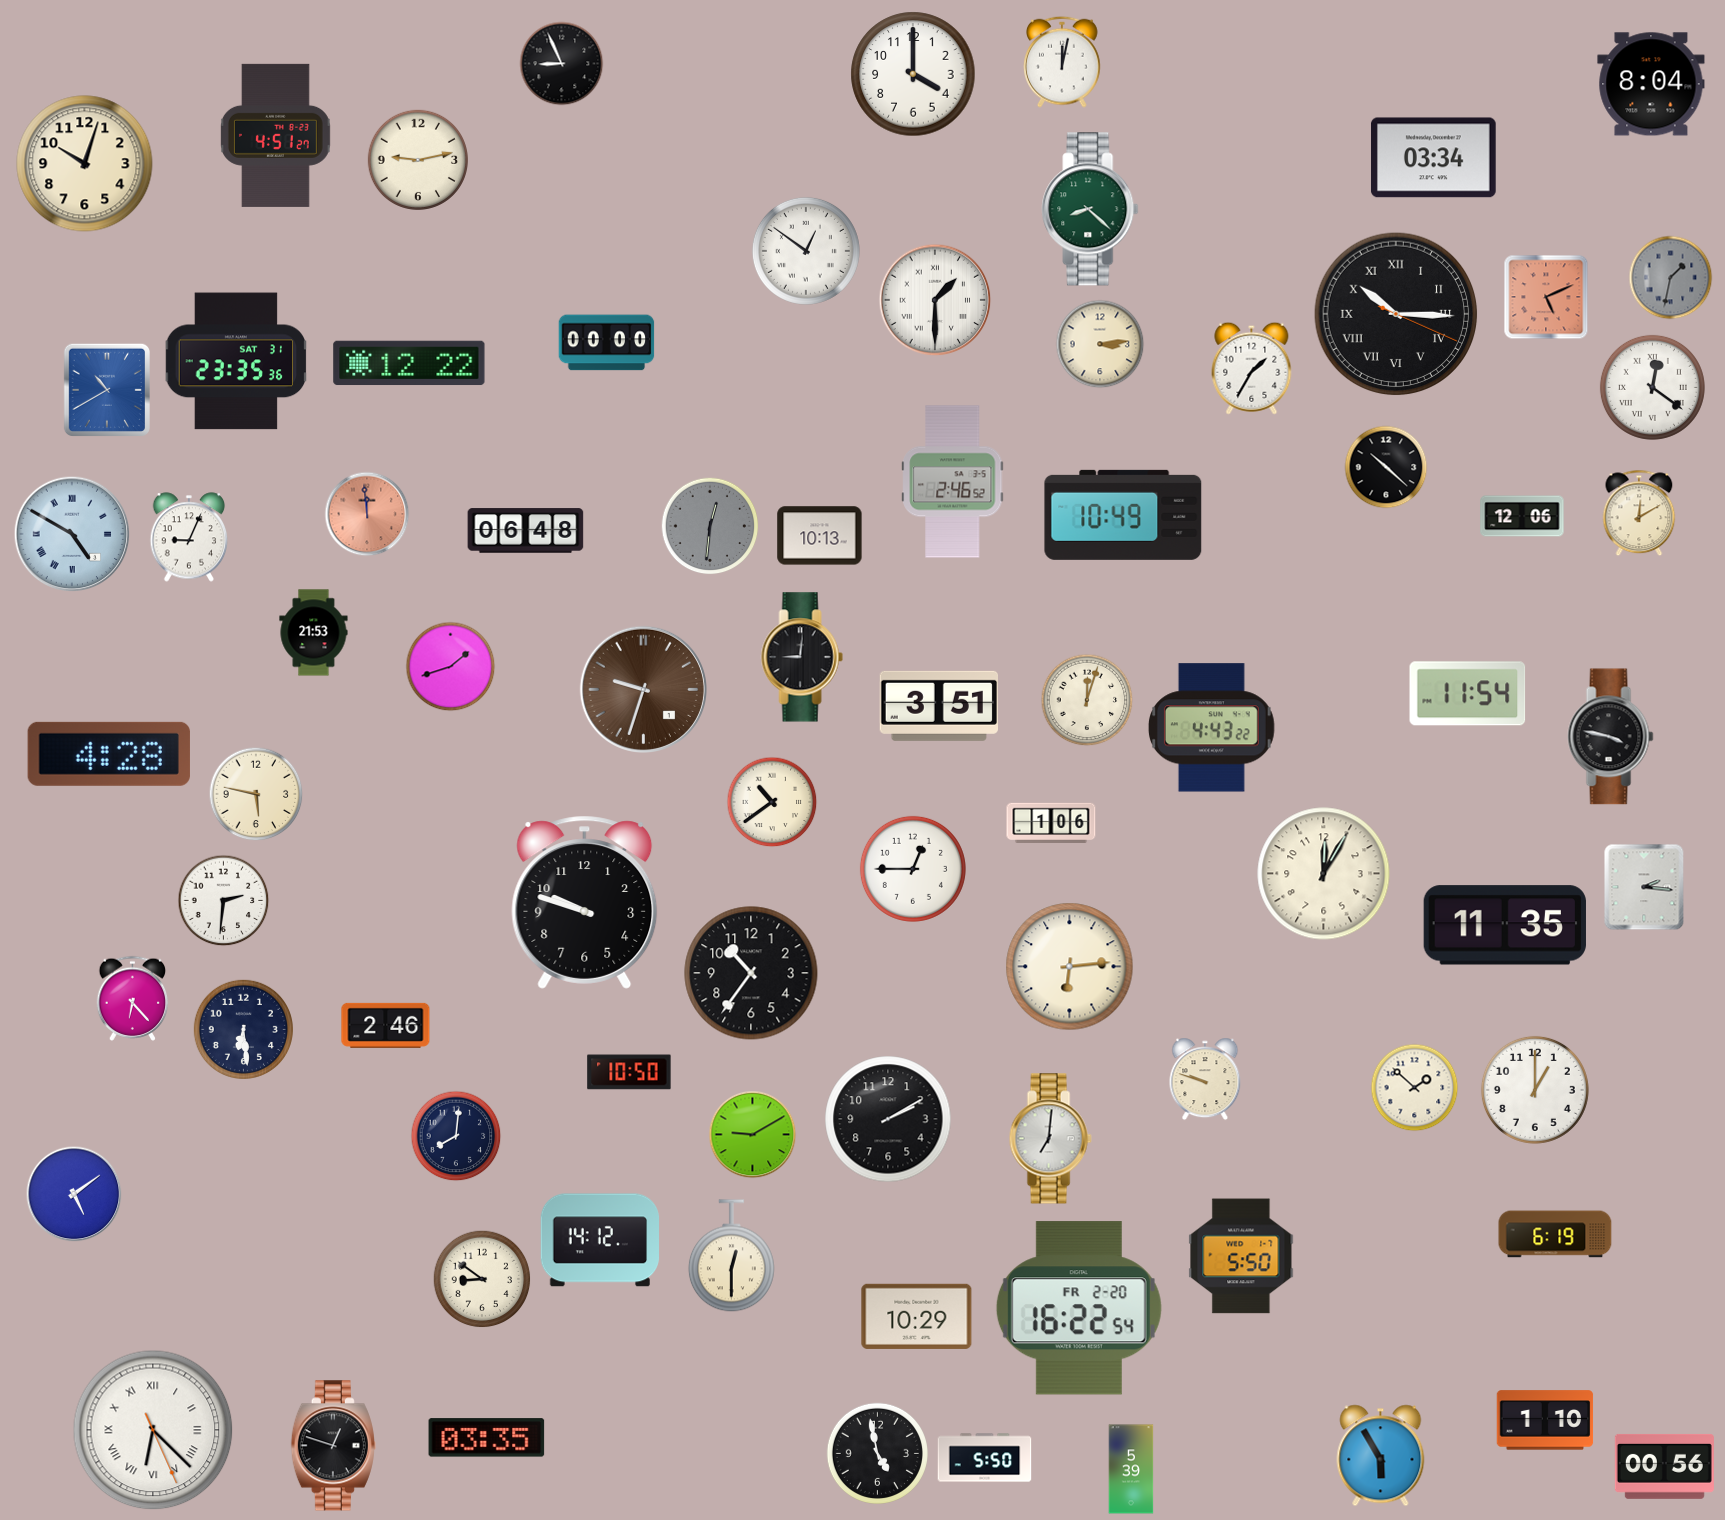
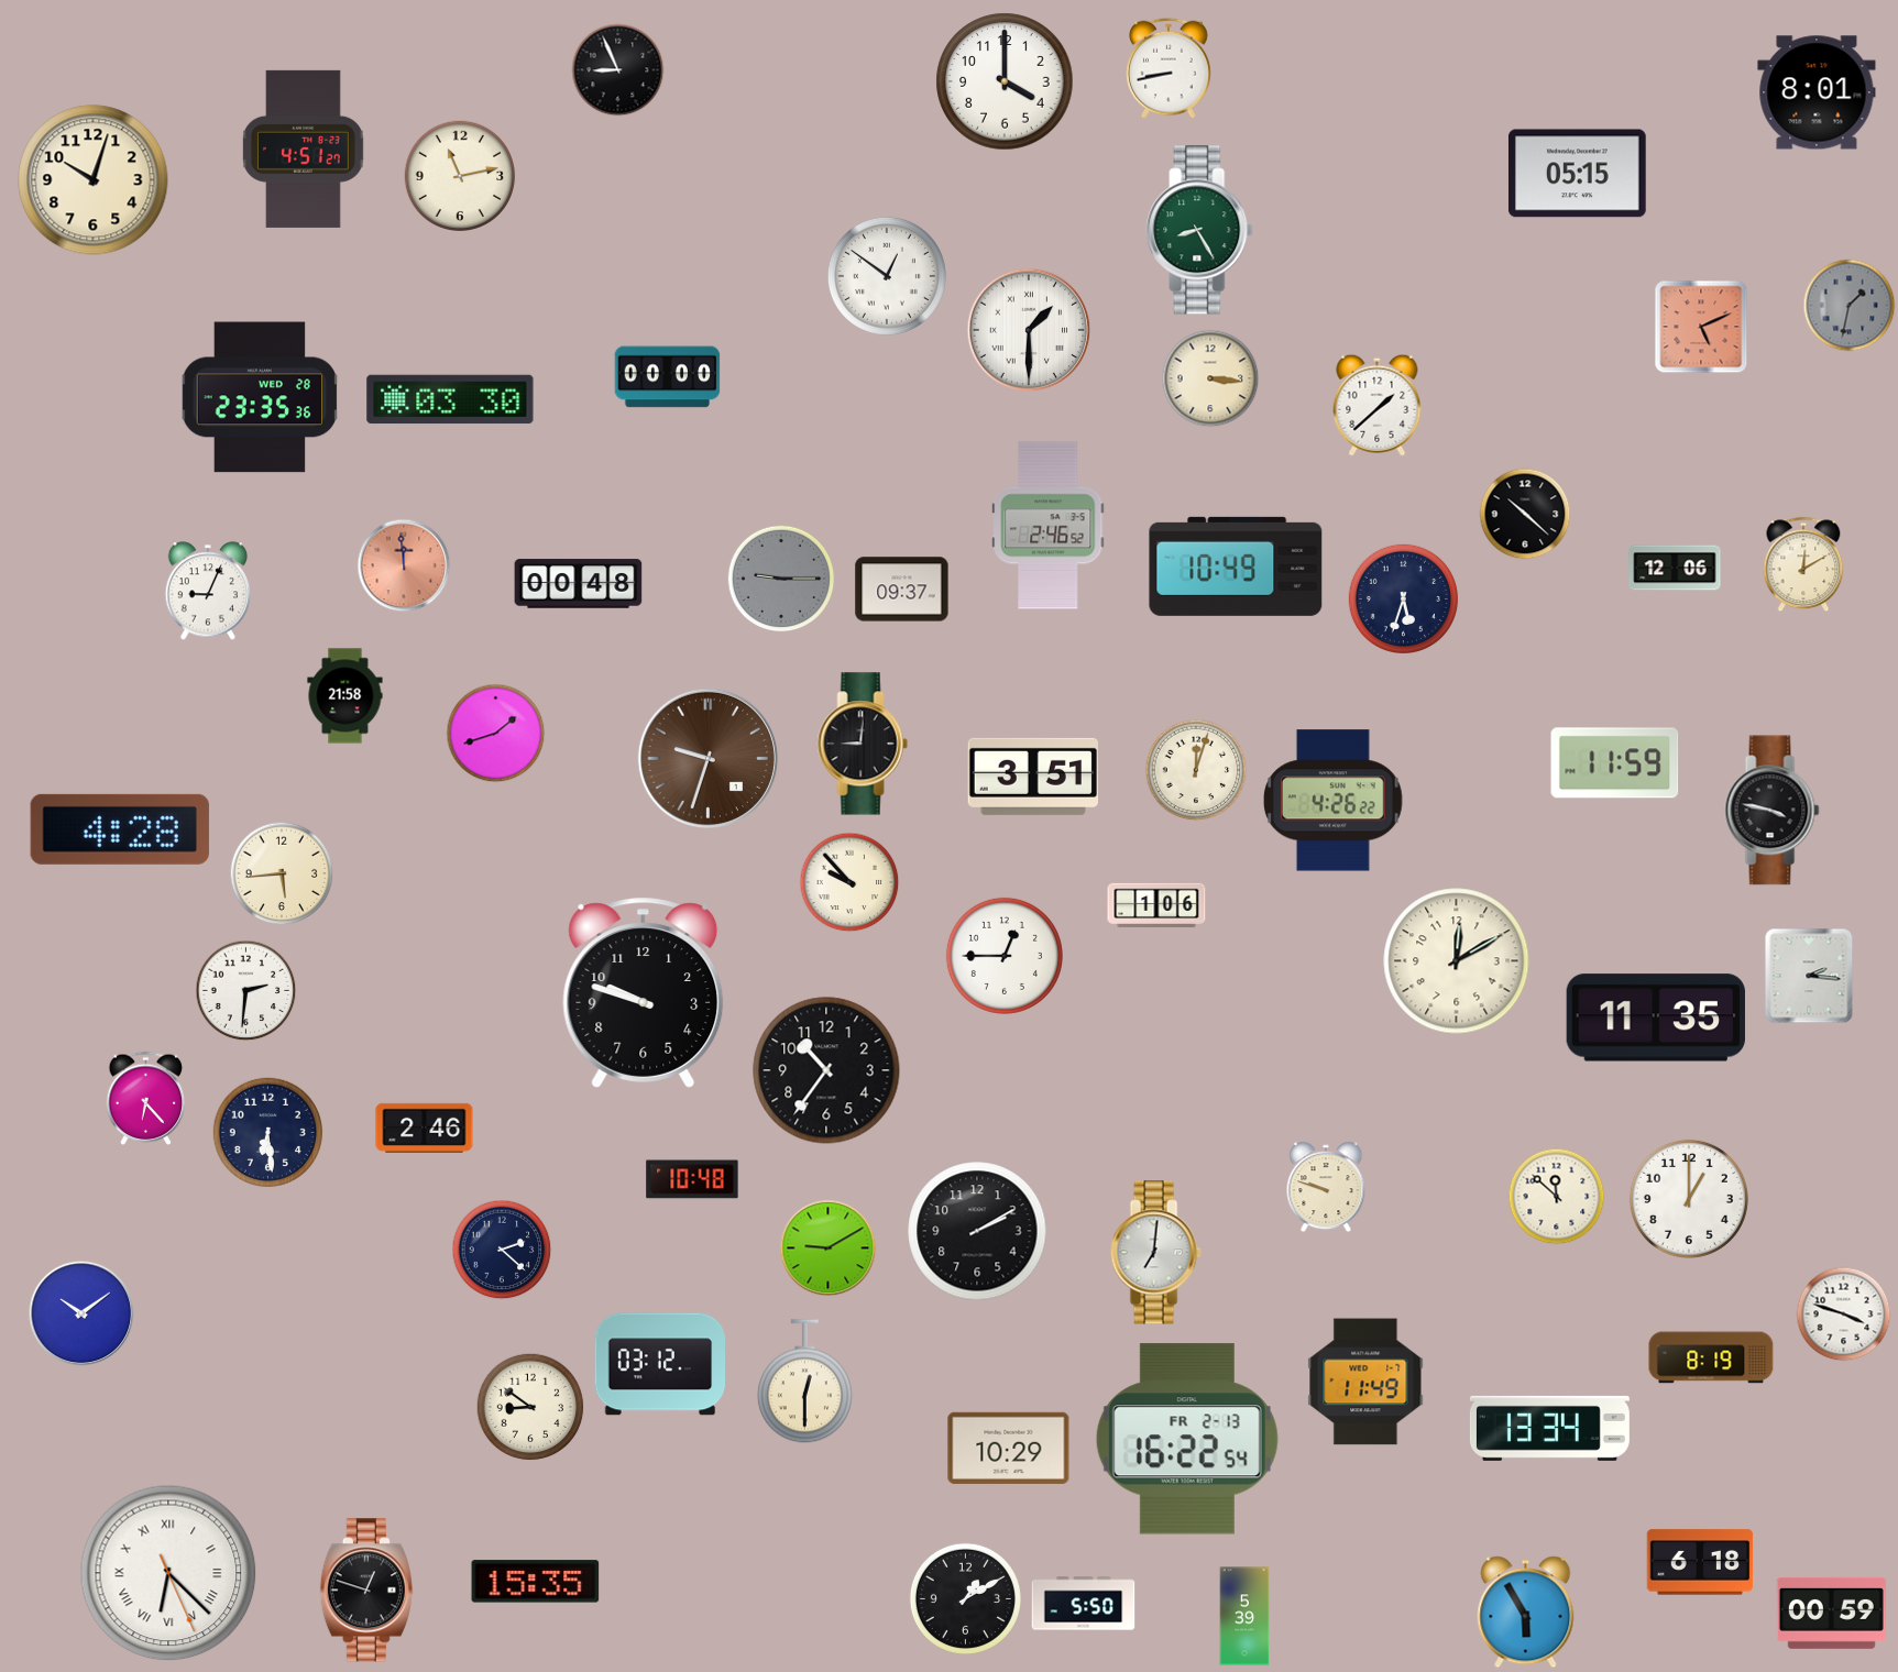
clock at (1063, 62): 12:02 -> 8:43
clock at (1651, 84): 8:04 -> 8:01
clock at (1434, 158): 03:34 -> 05:15
clock at (418, 160): 9:13 -> 11:13
clock at (1090, 209): 8:22 -> 8:25
clock at (1671, 278) position: (1671, 278) -> (1850, 306)
clock at (1396, 314): 10:15 -> none
clock at (1100, 344): 3:14 -> 3:16
clock at (236, 361) date: SAT 31 -> WED 28
clock at (409, 363): 12:22 -> 03:30
clock at (1252, 368): 1:35 -> 1:38
clock at (1652, 387): 12:21 -> none
clock at (107, 390): 10:40 -> none
clock at (953, 482) position: (953, 482) -> (1049, 526)
clock at (710, 526): 12:31 -> 9:15
clock at (526, 531): 06:48 -> 00:48
clock at (72, 534): 4:50 -> none
clock at (820, 536): 10:13 -> 09:37
clock at (1403, 598): none -> 5:33
clock at (314, 633): 21:53 -> 21:58
clock at (802, 657) position: (802, 657) -> (863, 744)
clock at (1468, 694): 11:54 -> 11:59
clock at (1211, 728): 4:43 -> 4:26
clock at (256, 794): 5:47 -> 5:44
clock at (772, 802): 10:39 -> 9:53
clock at (1324, 874): 12:05 -> 12:10
clock at (1070, 967): 6:14 -> none
clock at (629, 1072): 10:50 -> 10:48
clock at (1415, 1088): 1:52 -> 11:52
clock at (456, 1136): 8:01 -> 2:22
clock at (74, 1194): 5:09 -> 10:09
clock at (1844, 1314): none -> 3:48
clock at (1555, 1234): 6:19 -> 8:19
clock at (600, 1240): 14:12 -> 03:12
clock at (1241, 1256): 5:50 -> 11:49
clock at (1549, 1428): none -> 13:34
clock at (1079, 1308) date: FR 2-20 -> FR 2-13
clock at (1545, 1420): 1:10 -> 6:18
clock at (487, 1438): 03:35 -> 15:35
clock at (877, 1453): 4:58 -> 1:10
clock at (1381, 1456) position: (1381, 1456) -> (1526, 1613)
clock at (1664, 1466): 00:56 -> 00:59
